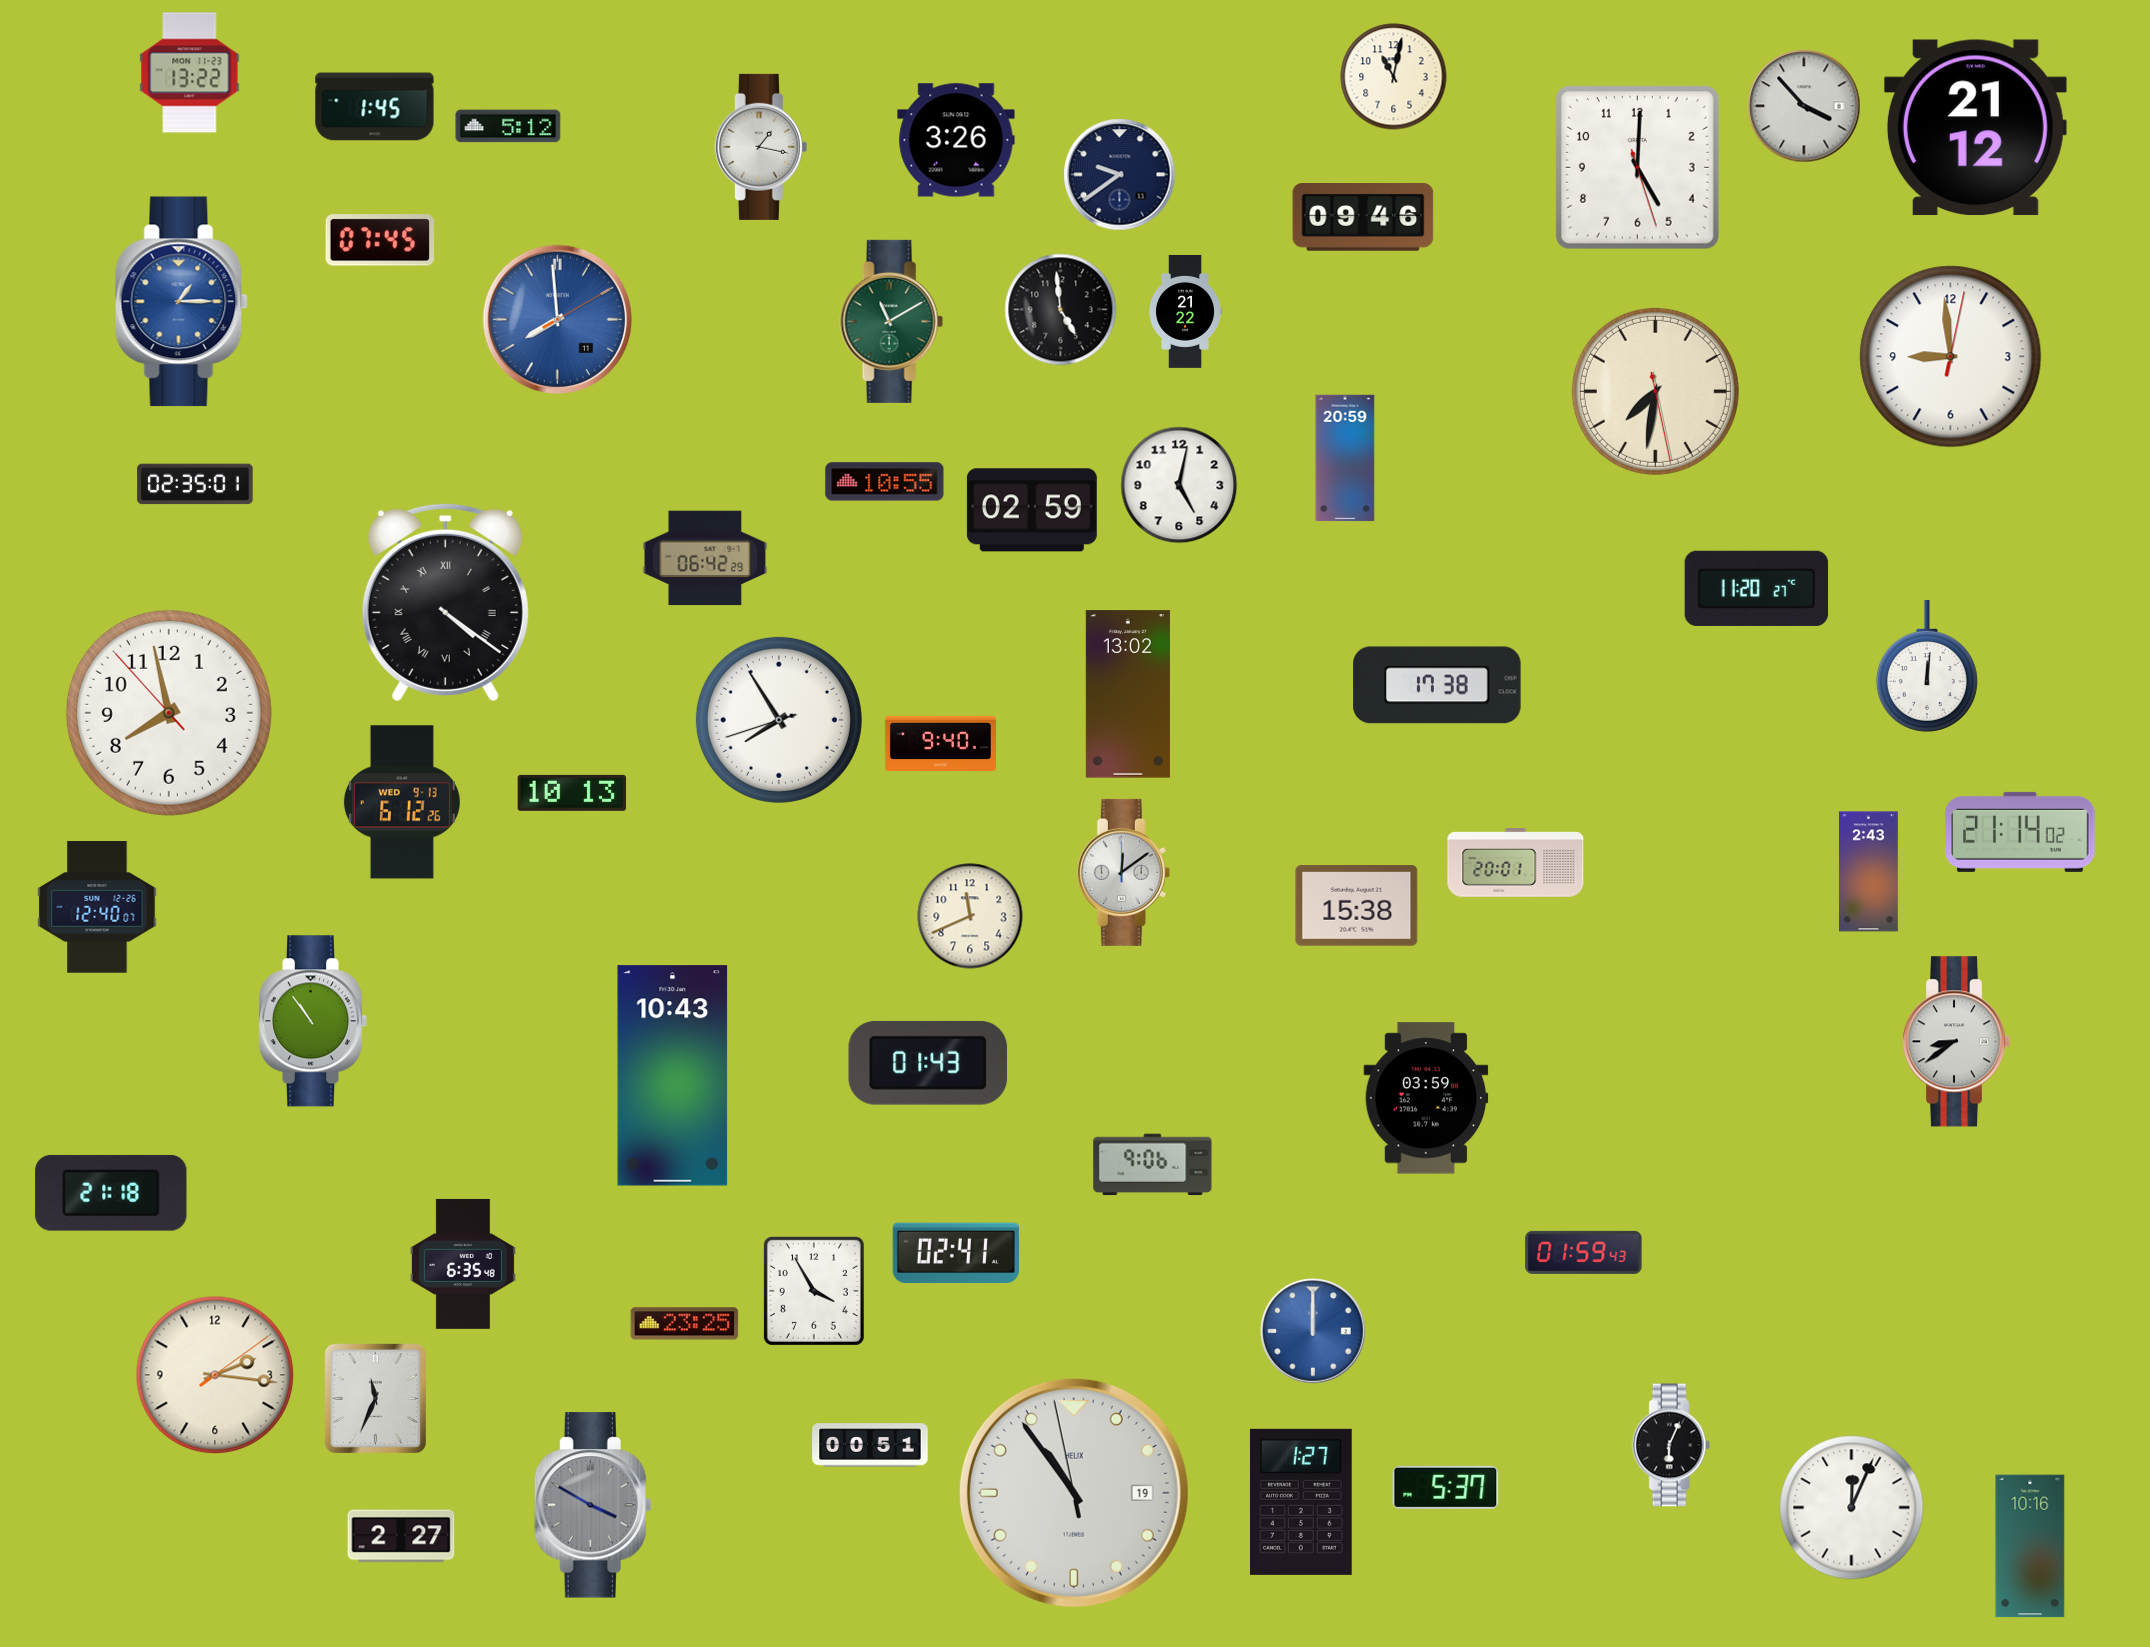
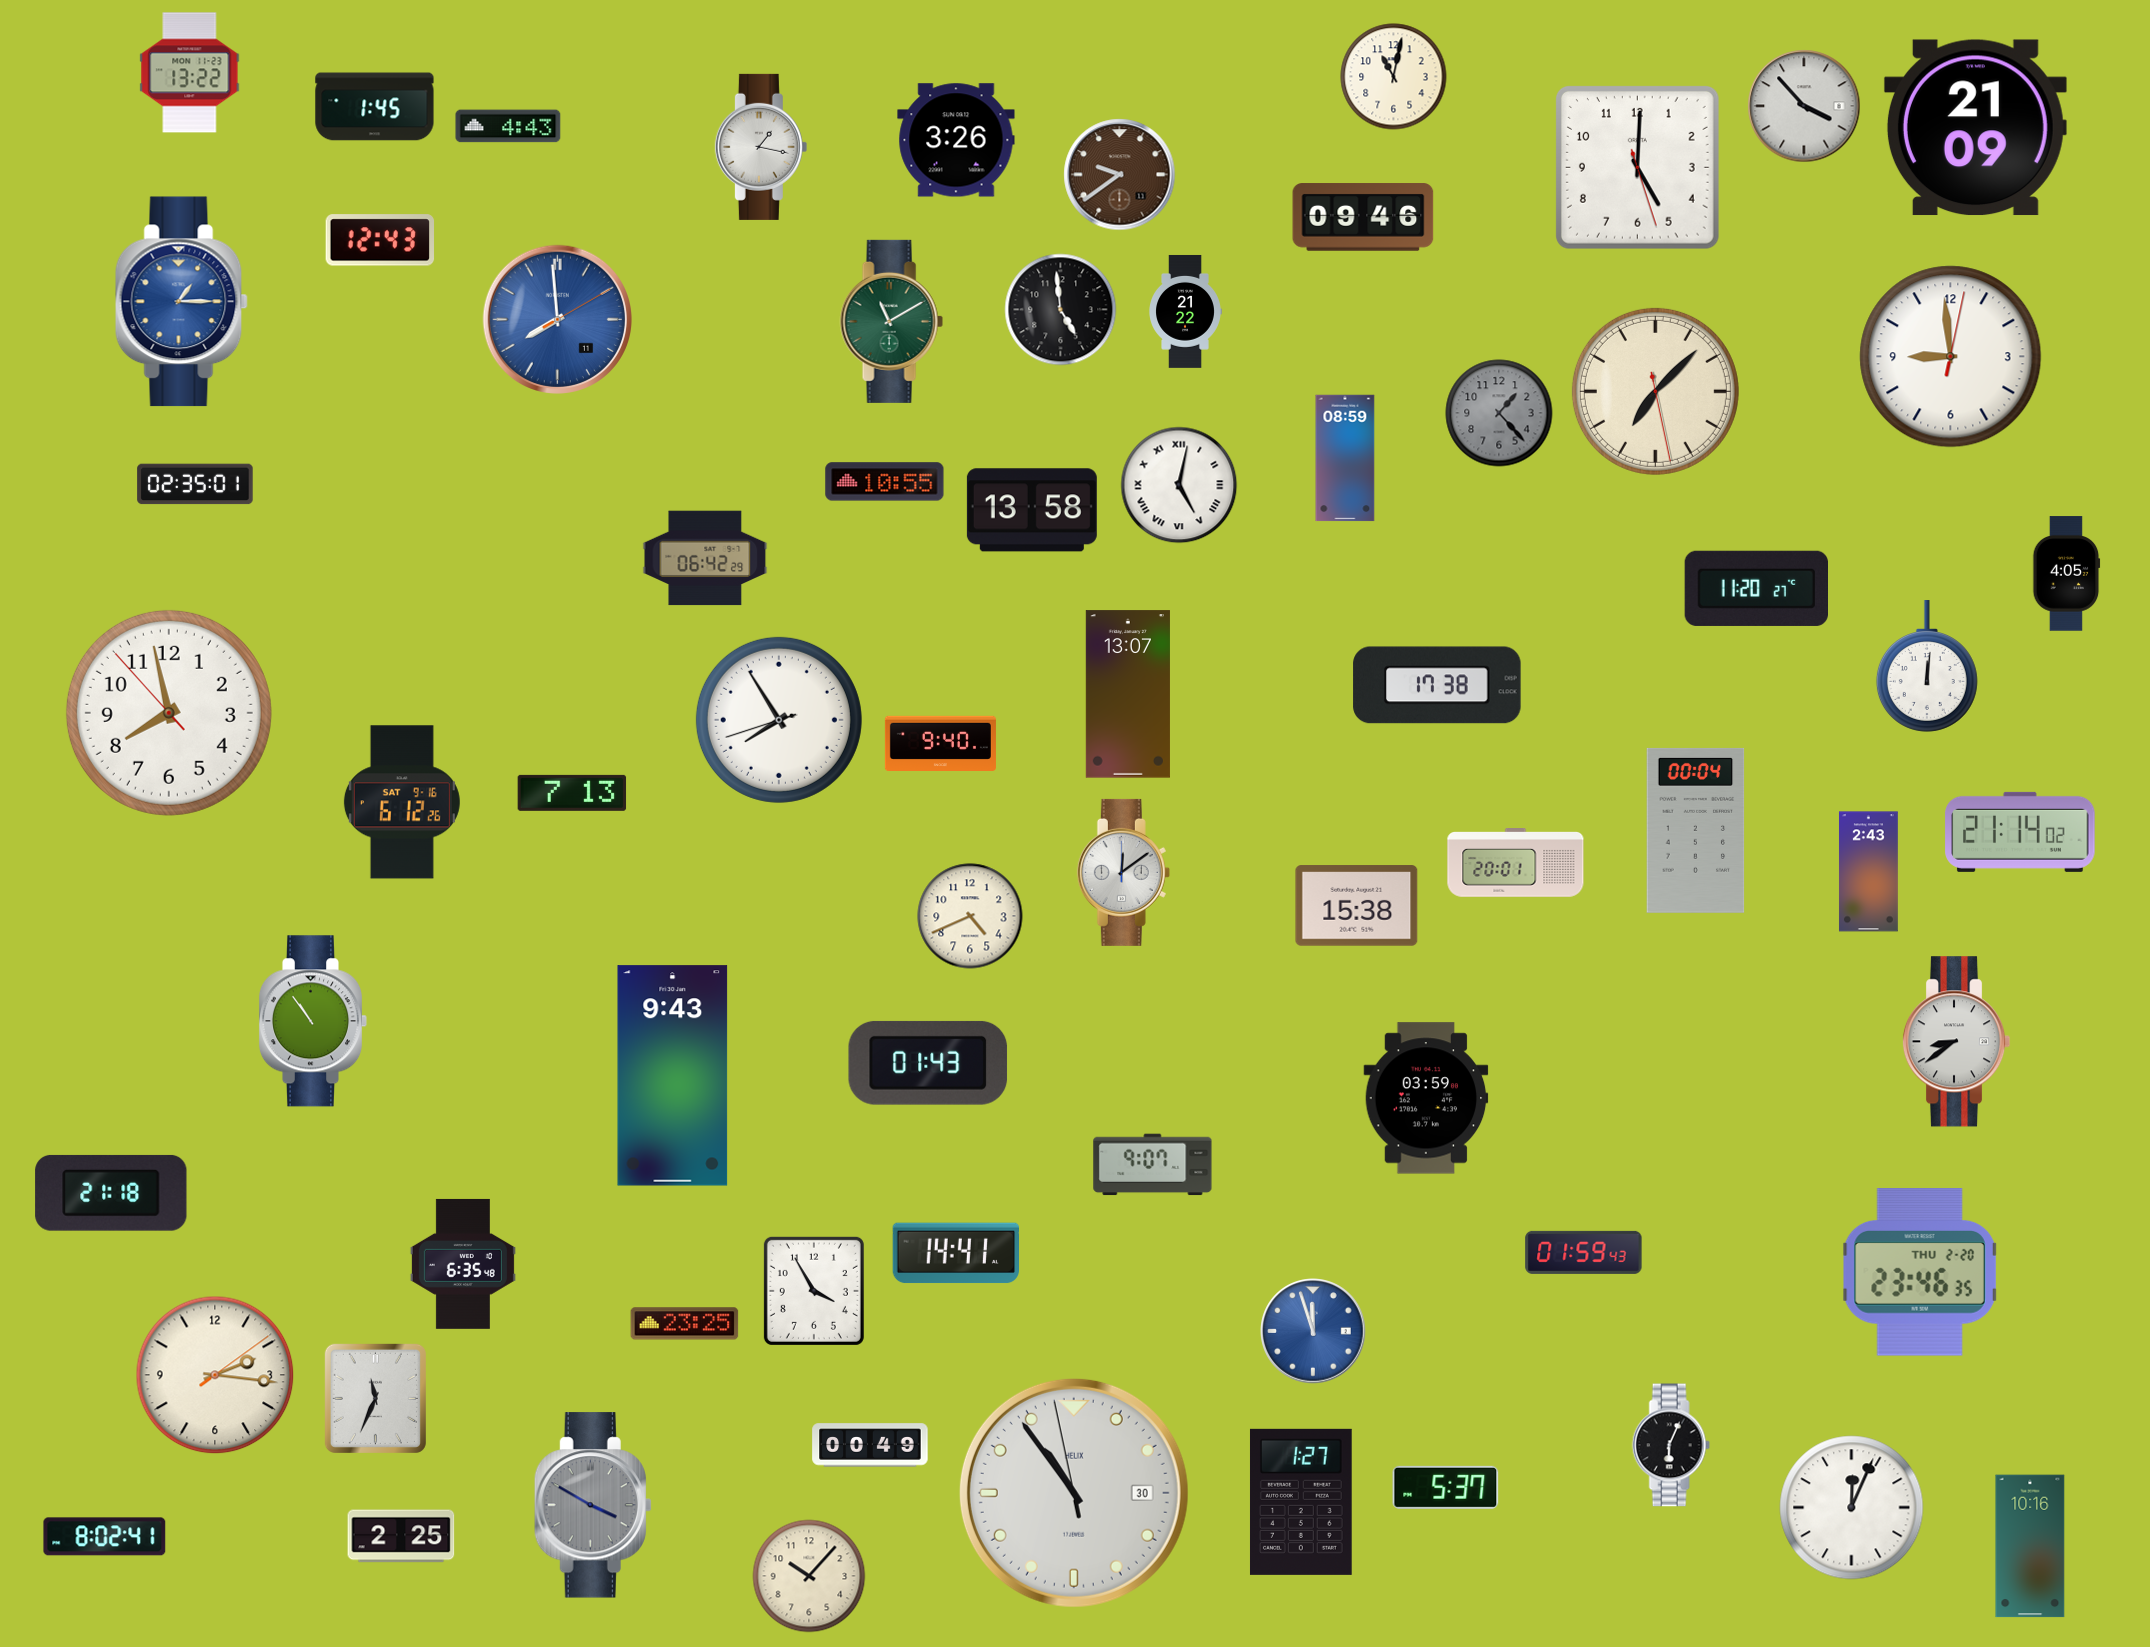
clock at (508, 126): 5:12 -> 4:43
clock at (1975, 128): 21:12 -> 21:09
clock at (1120, 175) dial: navy -> brown
clock at (380, 240): 07:45 -> 12:43
clock at (1655, 391): 7:31 -> 7:07
clock at (1499, 413): none -> 1:23
clock at (1345, 458): 20:59 -> 08:59
clock at (1179, 485) numerals: Arabic -> Roman
clock at (1032, 510): 02:59 -> 13:58
clock at (2067, 574): none -> 4:05
clock at (445, 602): 4:21 -> none
clock at (1128, 694): 13:02 -> 13:07
clock at (572, 793): 10:13 -> 7:13
clock at (402, 802) date: WED 9-13 -> SAT 9-16
clock at (1696, 830): none -> 00:04
clock at (97, 907): 12:40 -> none
clock at (970, 916): 11:41 -> 4:41
clock at (673, 1076): 10:43 -> 9:43
clock at (1153, 1165): 9:06 -> 9:07
clock at (955, 1253): 02:41 -> 14:41
clock at (1920, 1272): none -> 23:46
clock at (1313, 1331): 12:00 -> 11:57
clock at (870, 1445): 00:51 -> 00:49
clock at (1074, 1493) date: 19 -> 30
clock at (401, 1536): 2:27 -> 2:25
clock at (105, 1537): none -> 8:02
clock at (809, 1576): none -> 10:07
